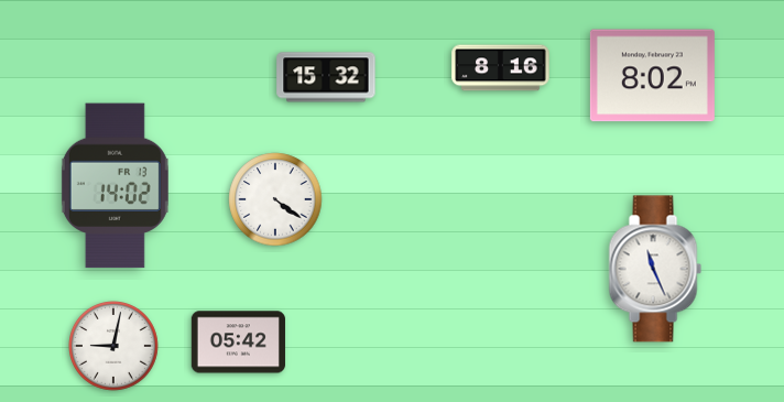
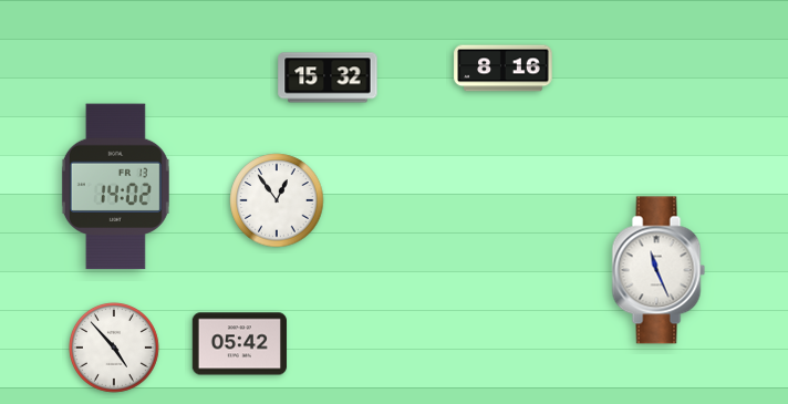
clock at (652, 76): 8:02 -> none
clock at (275, 199): 4:21 -> 12:54
clock at (115, 347): 9:02 -> 4:53
